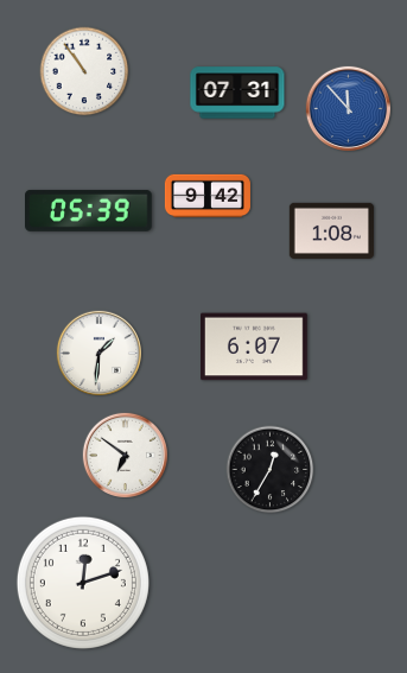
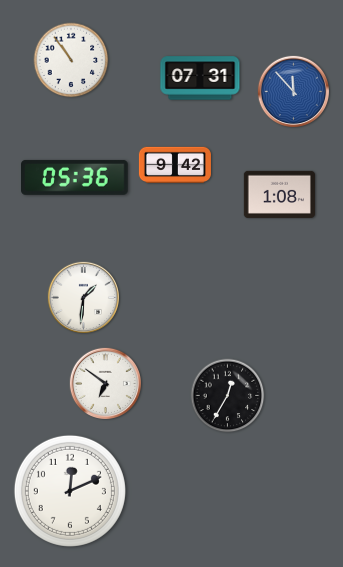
clock at (89, 210): 05:39 -> 05:36
clock at (255, 347): 6:07 -> none
clock at (83, 583): 12:12 -> 12:11
